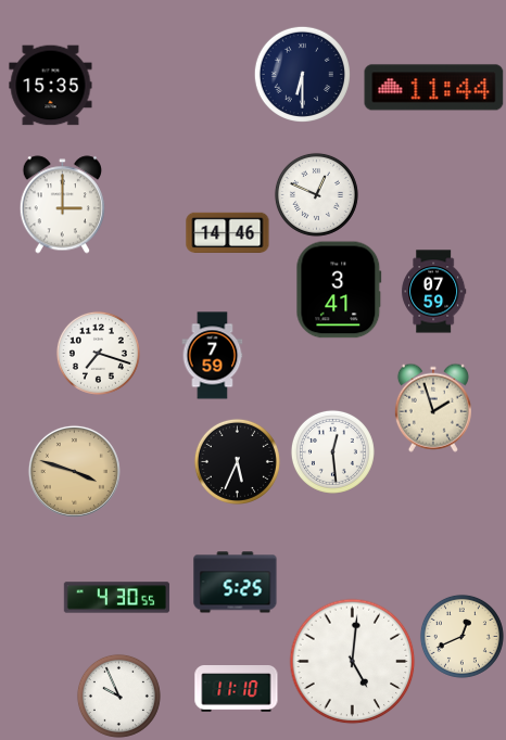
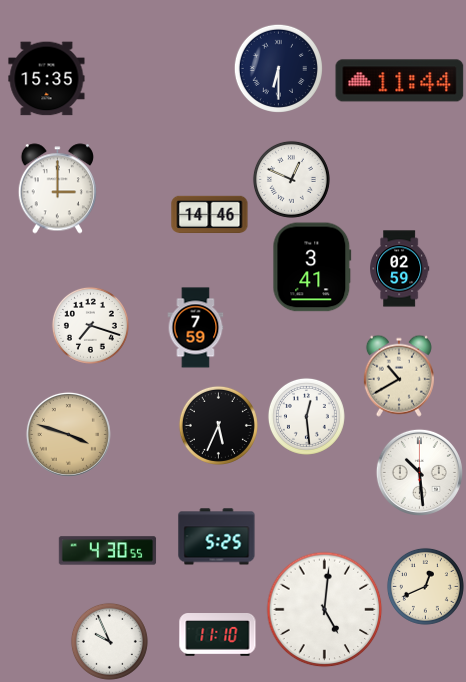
clock at (434, 292): 07:59 -> 02:59
clock at (433, 408): 1:57 -> 10:40
clock at (419, 472): none -> 10:29
